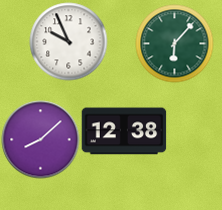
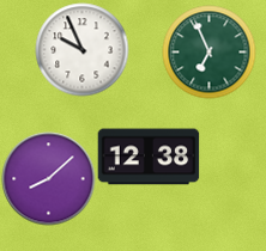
clock at (174, 43): 6:07 -> 6:56
clock at (40, 139) position: (40, 139) -> (48, 178)
